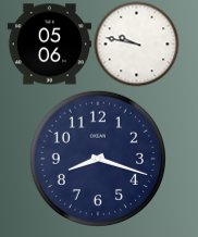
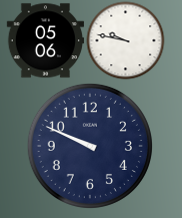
clock at (98, 159): 8:18 -> 9:49
